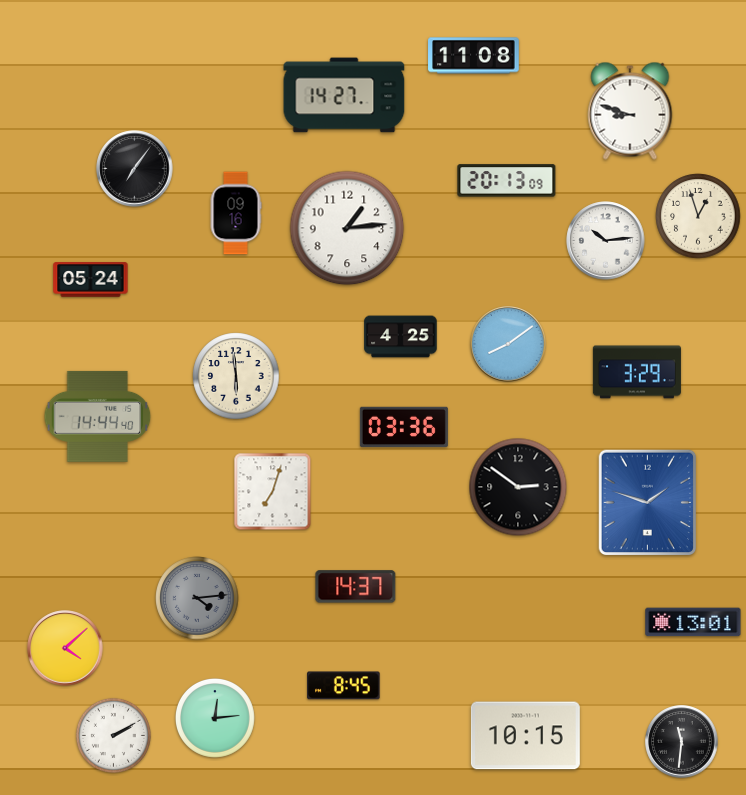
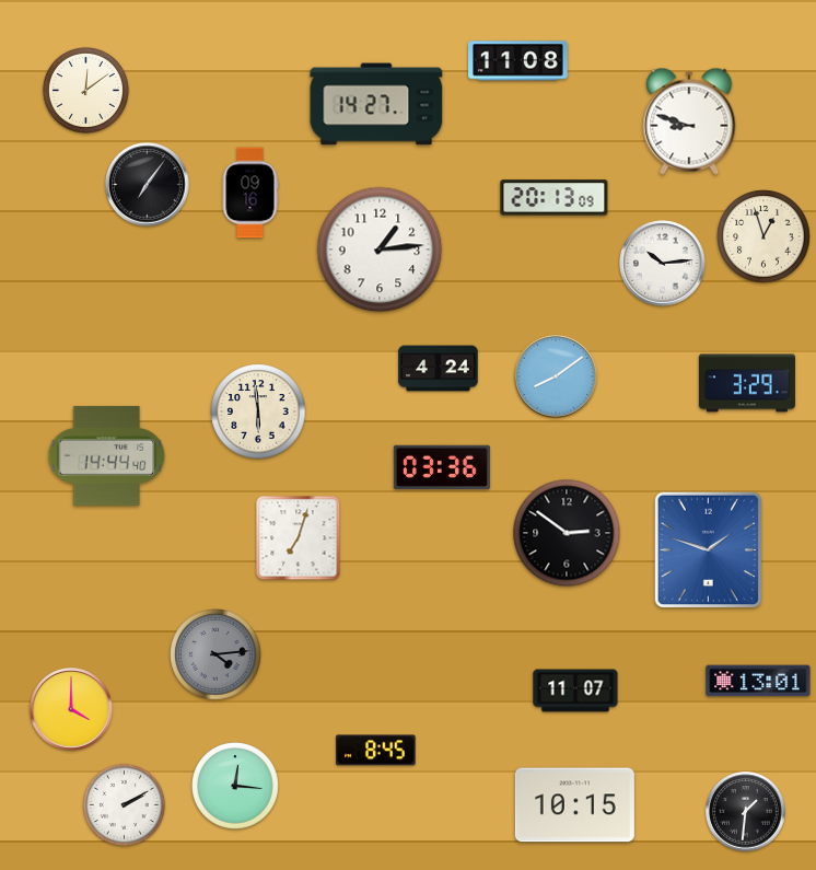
clock at (85, 90): none -> 12:09
clock at (236, 213) position: (236, 213) -> (250, 193)
clock at (91, 280): 05:24 -> none
clock at (401, 337): 4:25 -> 4:24
clock at (637, 372) position: (637, 372) -> (747, 383)
clock at (356, 587): 14:37 -> none
clock at (575, 691): none -> 11:07
clock at (65, 648): 4:08 -> 4:00
clock at (215, 718): 12:14 -> 12:16
clock at (682, 742): 11:31 -> 1:31
